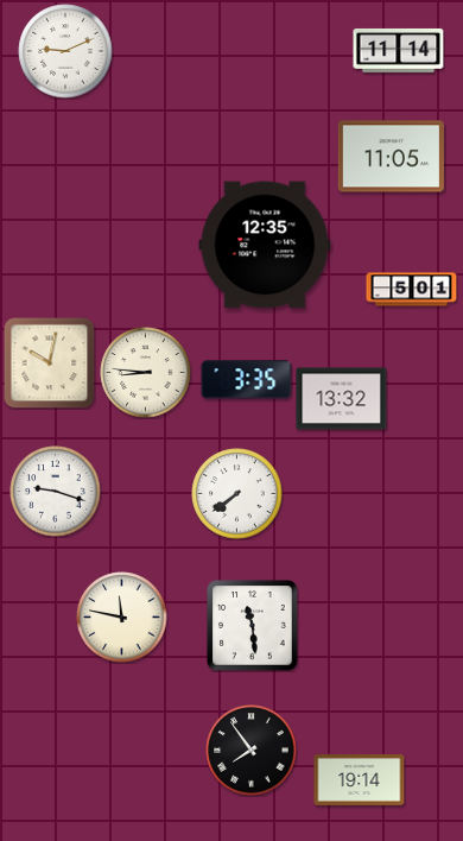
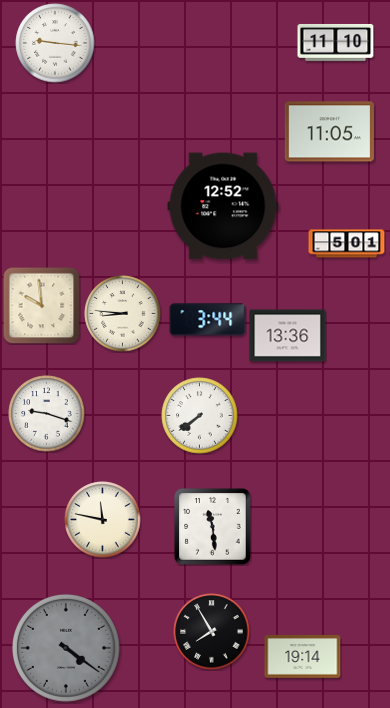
clock at (399, 50): 11:14 -> 11:10
clock at (65, 51): 9:11 -> 9:16
clock at (265, 245): 12:35 -> 12:52
clock at (49, 362): 10:02 -> 9:59
clock at (247, 380): 3:35 -> 3:44
clock at (342, 399): 13:32 -> 13:36
clock at (252, 751): 7:54 -> 7:55
clock at (66, 648): none -> 4:21
